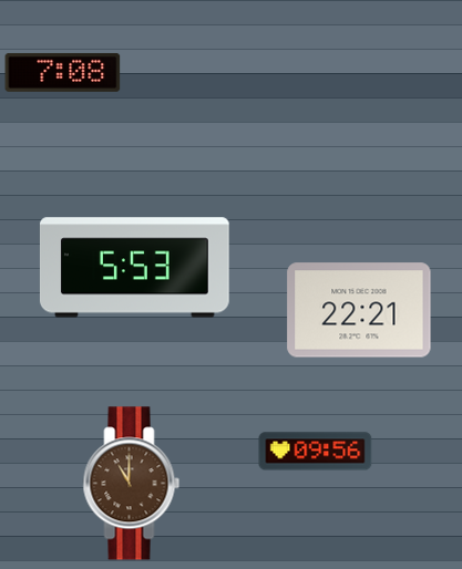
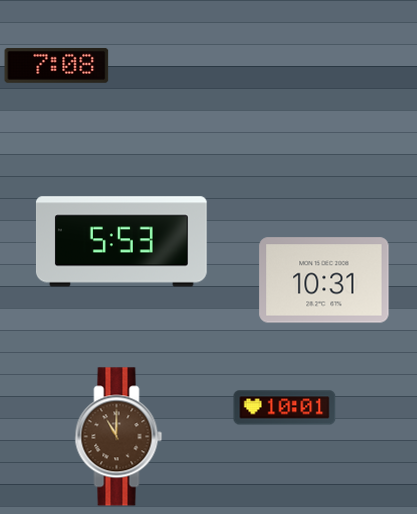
clock at (359, 310): 22:21 -> 10:31
clock at (316, 452): 09:56 -> 10:01
